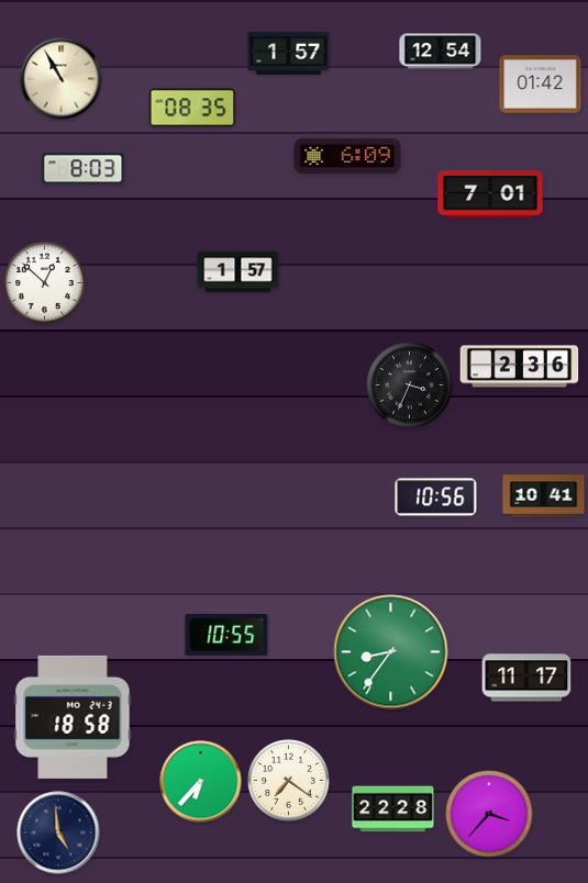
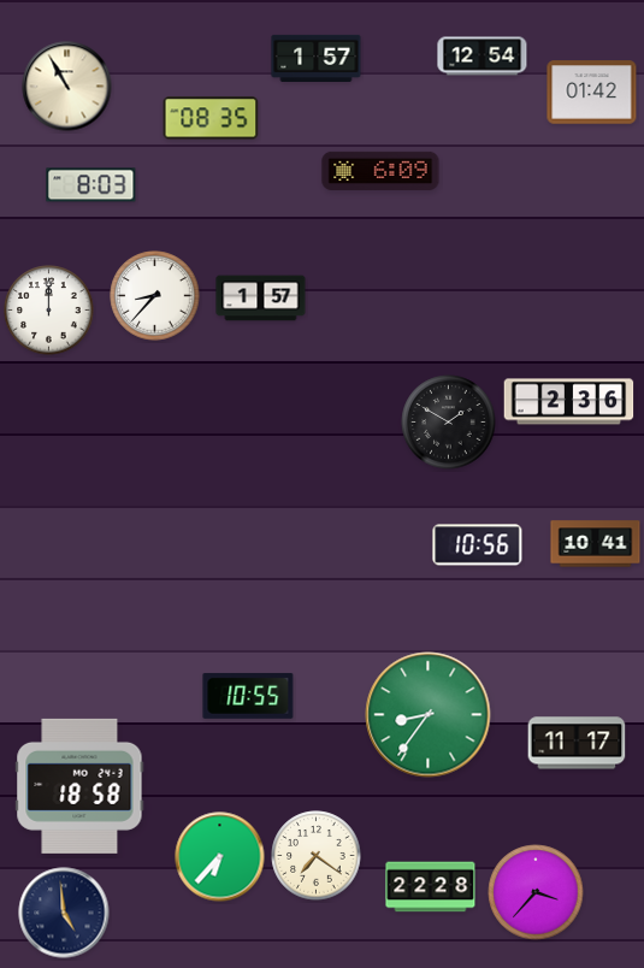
clock at (490, 194): 7:01 -> none
clock at (155, 296): none -> 8:37
clock at (45, 283): 12:52 -> 12:00
clock at (410, 385): 3:34 -> 1:50
